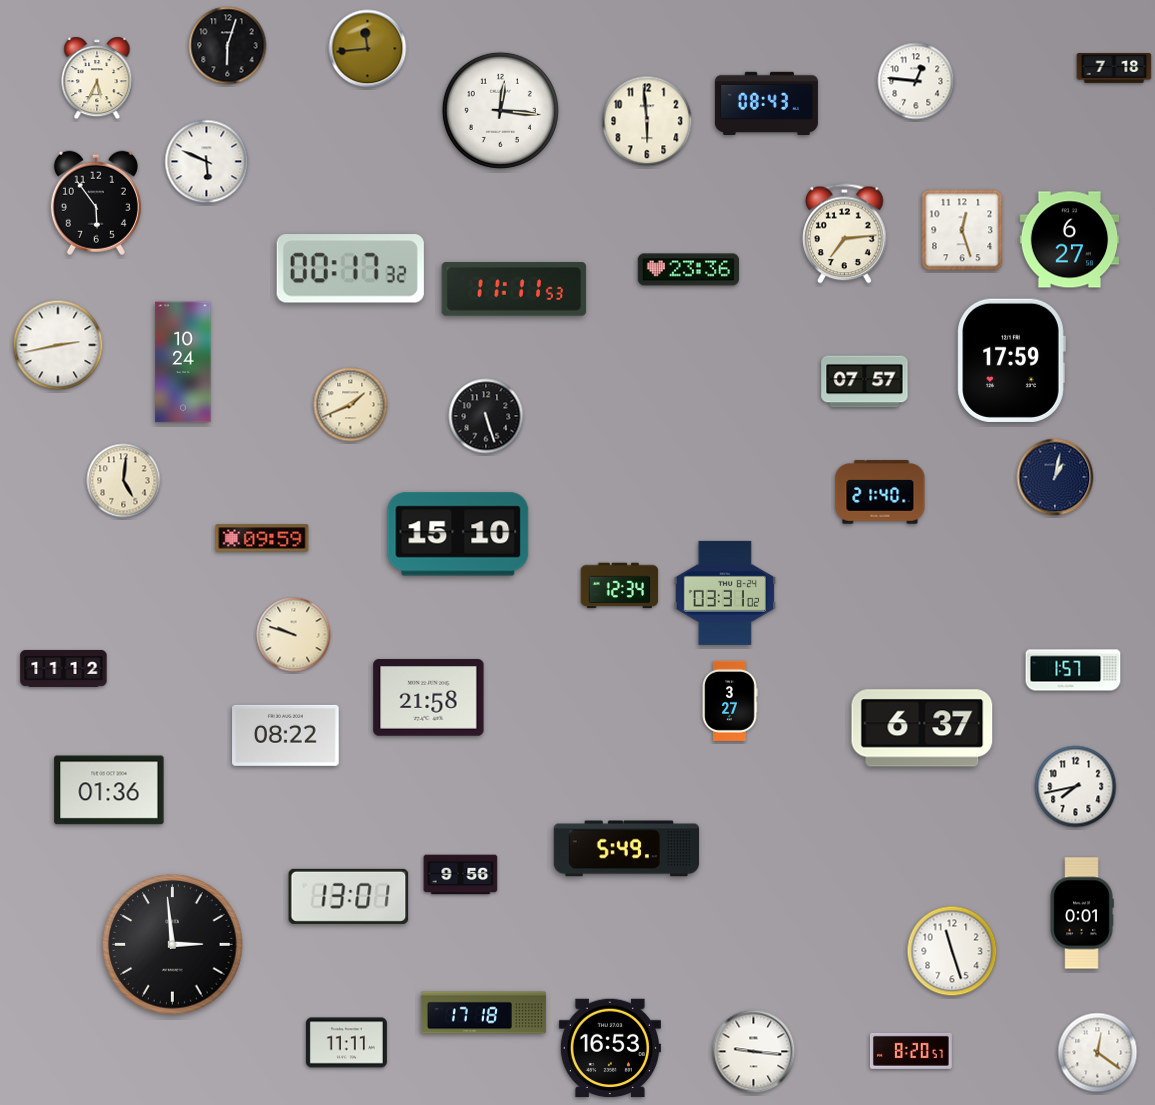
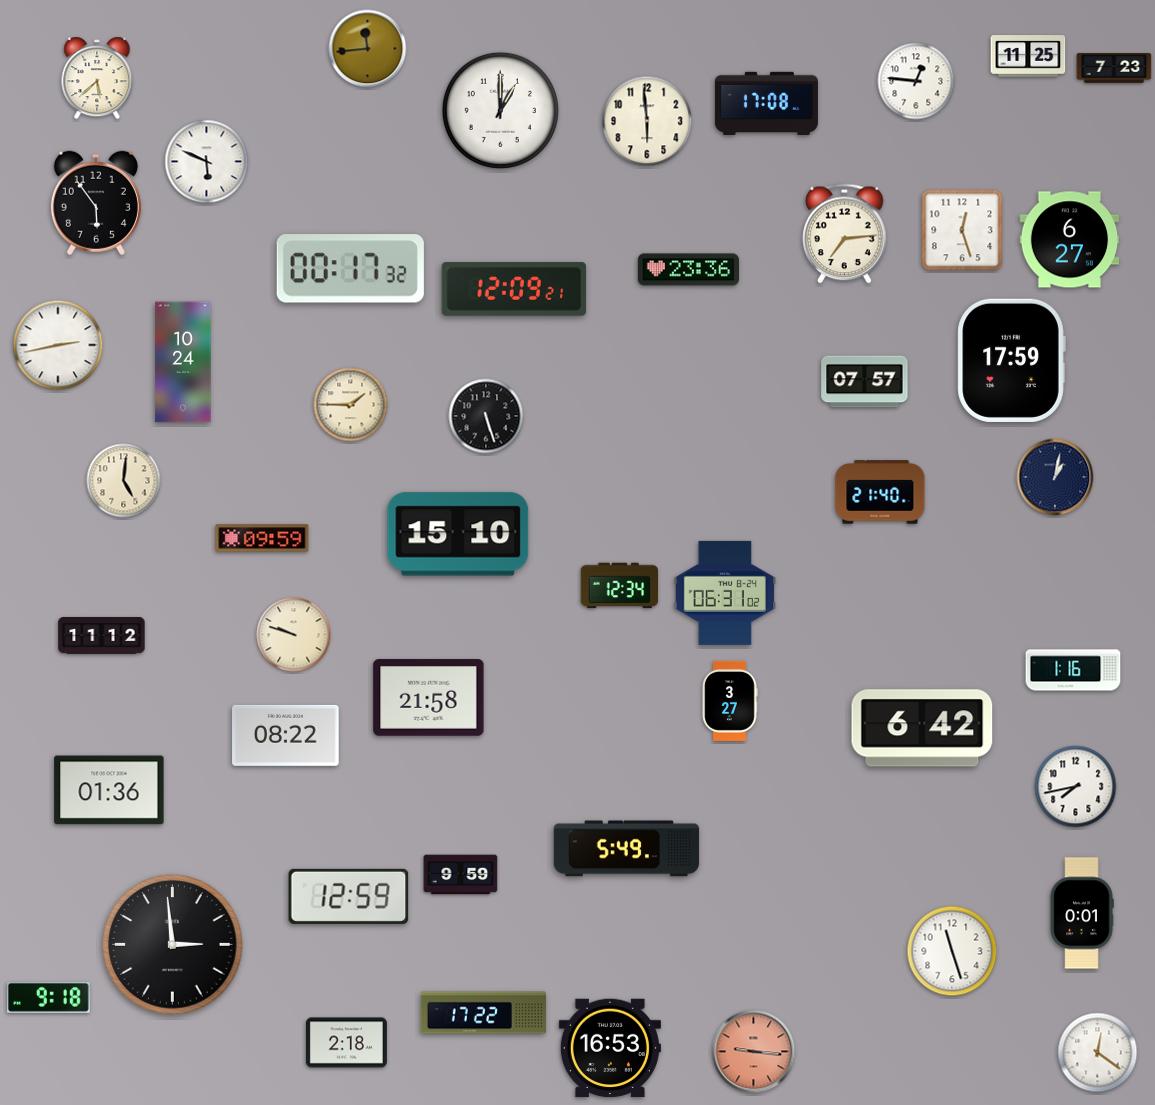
clock at (228, 46): 6:03 -> none
clock at (1028, 56): none -> 11:25
clock at (1114, 69): 7:18 -> 7:23
clock at (97, 78): 5:34 -> 5:38
clock at (766, 103): 08:43 -> 17:08
clock at (500, 110): 12:16 -> 1:00
clock at (514, 289): 11:11 -> 12:09
clock at (351, 405): 1:41 -> 1:45
clock at (725, 593): 03:31 -> 06:31
clock at (64, 668) position: (64, 668) -> (102, 635)
clock at (1073, 670): 1:57 -> 1:16
clock at (922, 728): 6:37 -> 6:42
clock at (461, 875): 9:56 -> 9:59
clock at (349, 896): 13:01 -> 12:59
clock at (48, 997): none -> 9:18
clock at (483, 1013): 17:18 -> 17:22
clock at (346, 1043): 11:11 -> 2:18
clock at (911, 1051): 8:20 -> none
clock at (754, 1052) dial: white -> salmon
